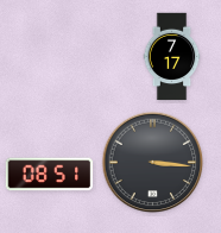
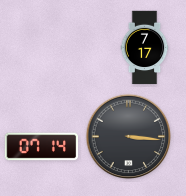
clock at (50, 175): 08:51 -> 07:14
